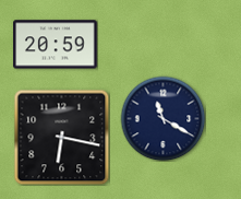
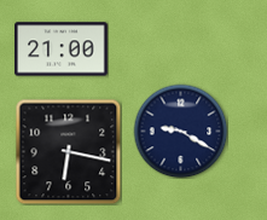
clock at (56, 45): 20:59 -> 21:00
clock at (162, 118): 11:20 -> 9:20
